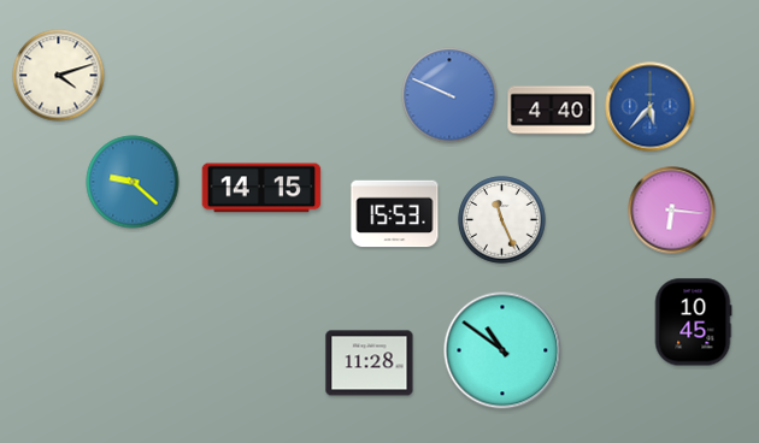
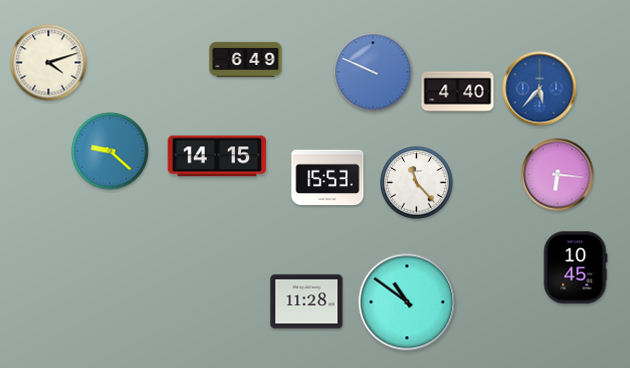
clock at (246, 59): none -> 6:49
clock at (449, 95) position: (449, 95) -> (373, 72)
clock at (502, 220): 11:26 -> 11:23
clock at (502, 350) position: (502, 350) -> (407, 302)
